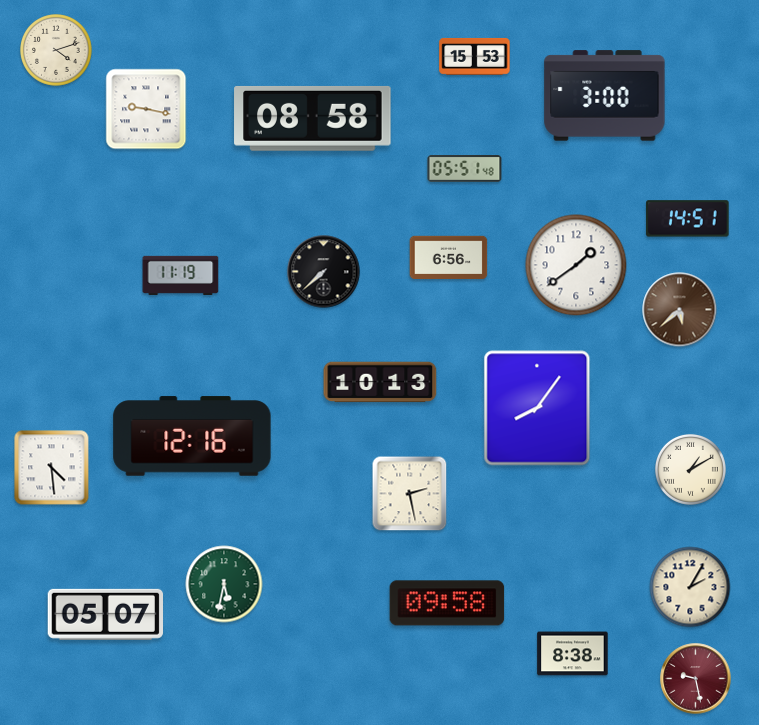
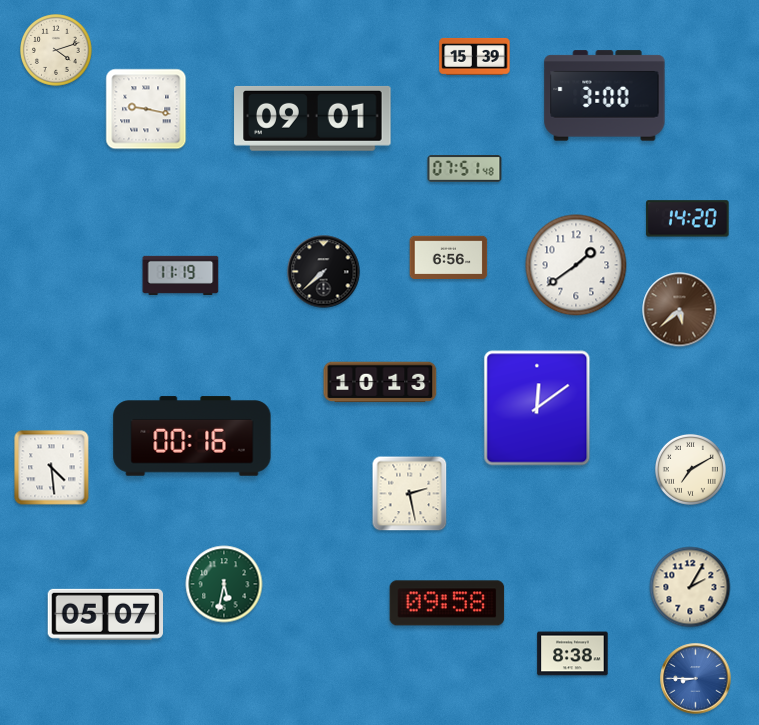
clock at (475, 57): 15:53 -> 15:39
clock at (313, 118): 08:58 -> 09:01
clock at (465, 169): 05:51 -> 07:51
clock at (688, 219): 14:51 -> 14:20
clock at (537, 408): 8:06 -> 12:09
clock at (192, 436): 12:16 -> 00:16
clock at (690, 469): 1:10 -> 7:10
clock at (696, 679): 9:28 -> 8:45
clock at (696, 679) dial: burgundy -> blue
